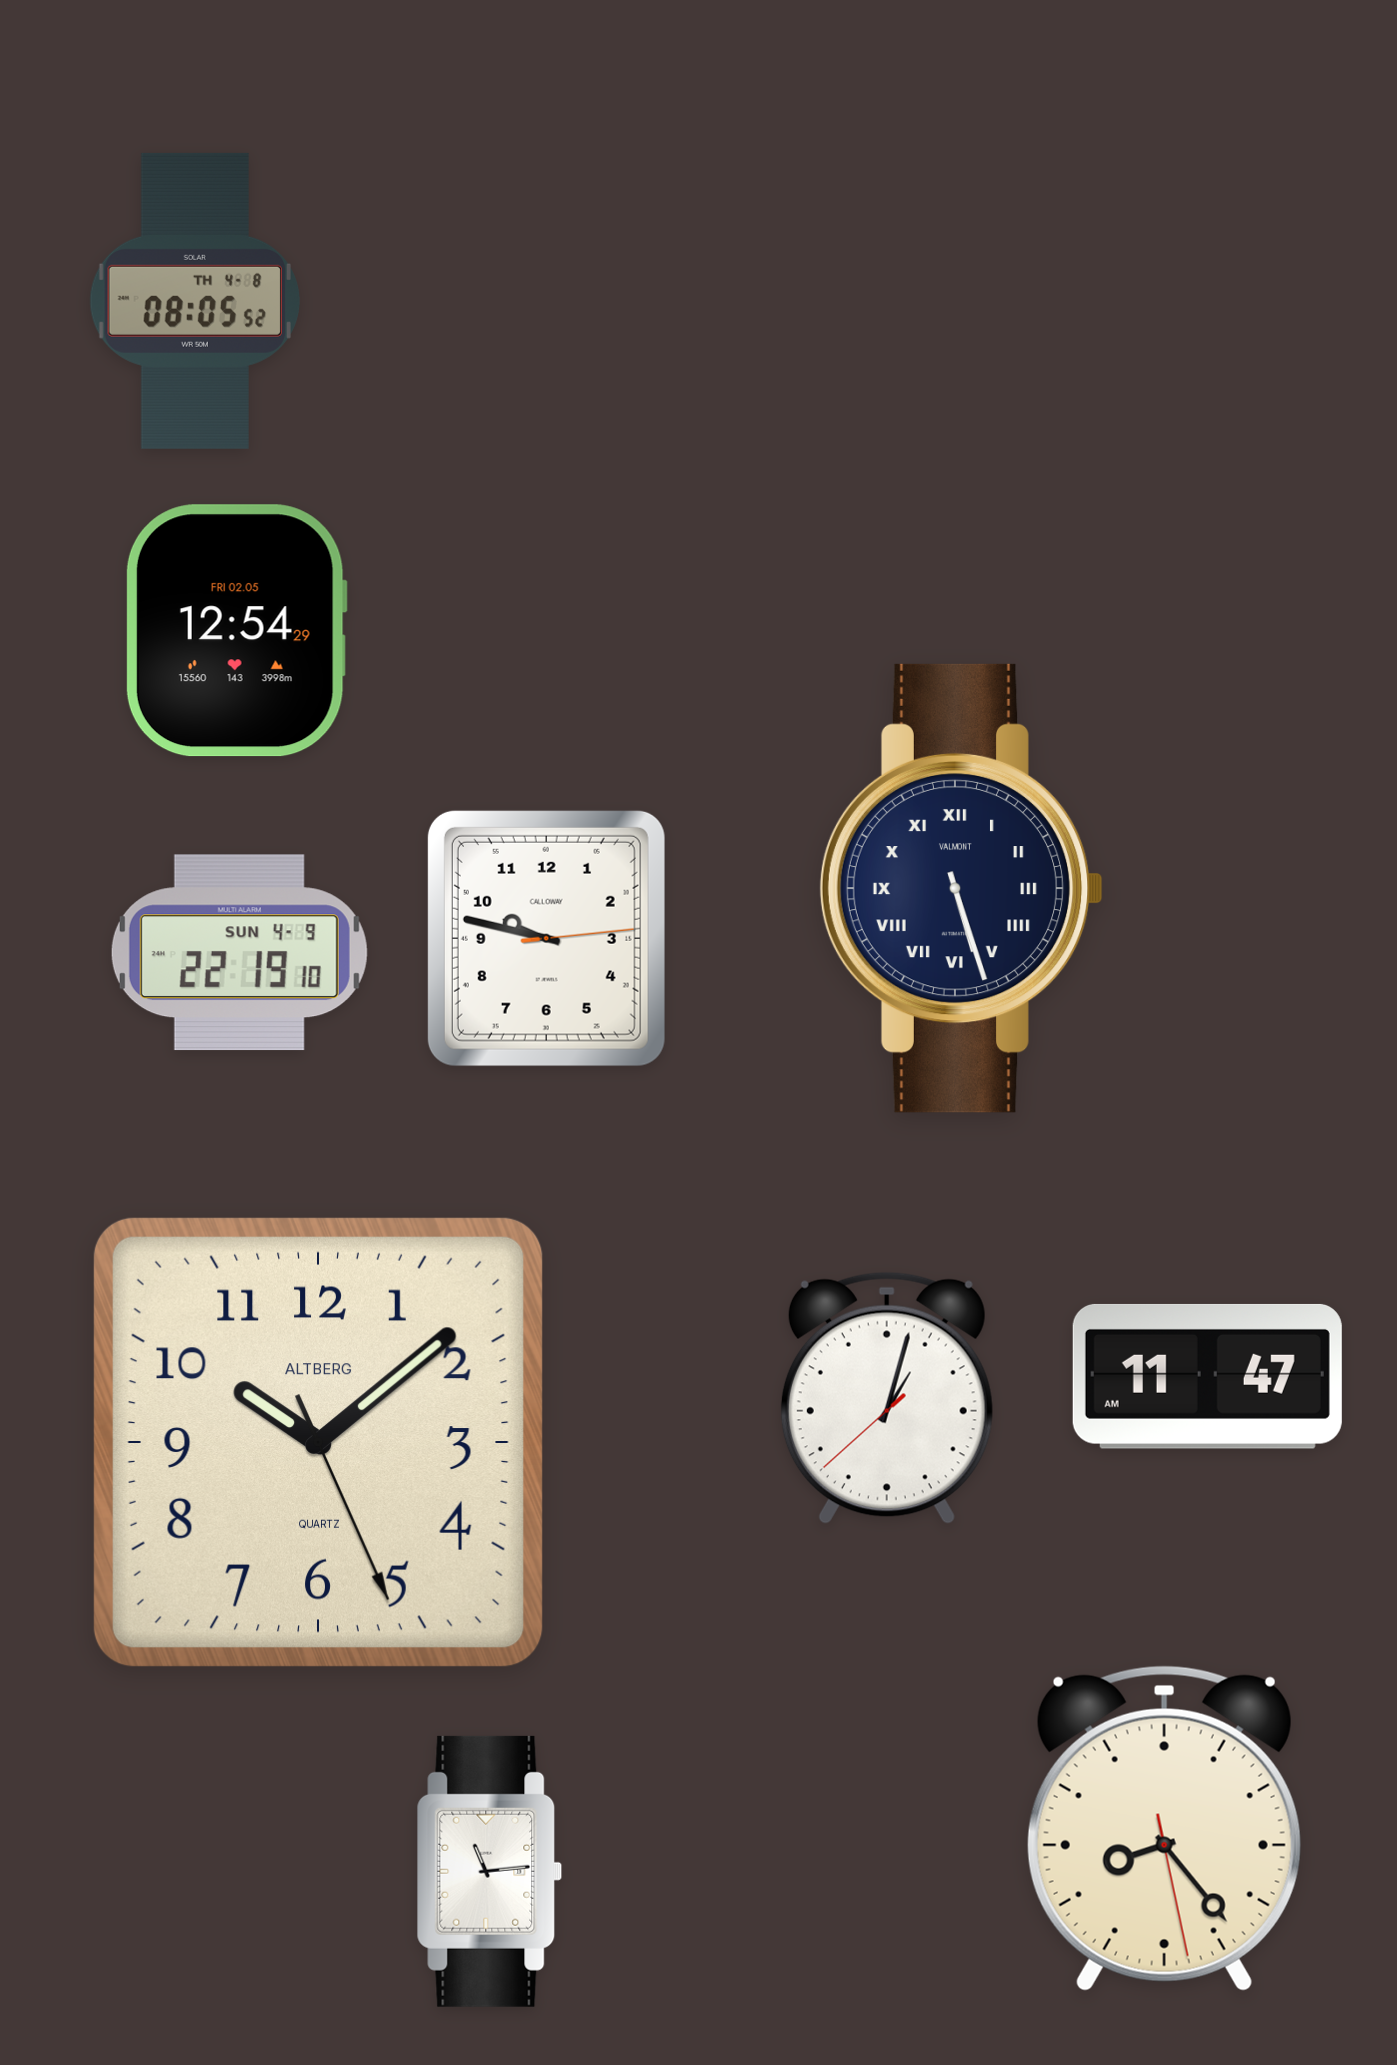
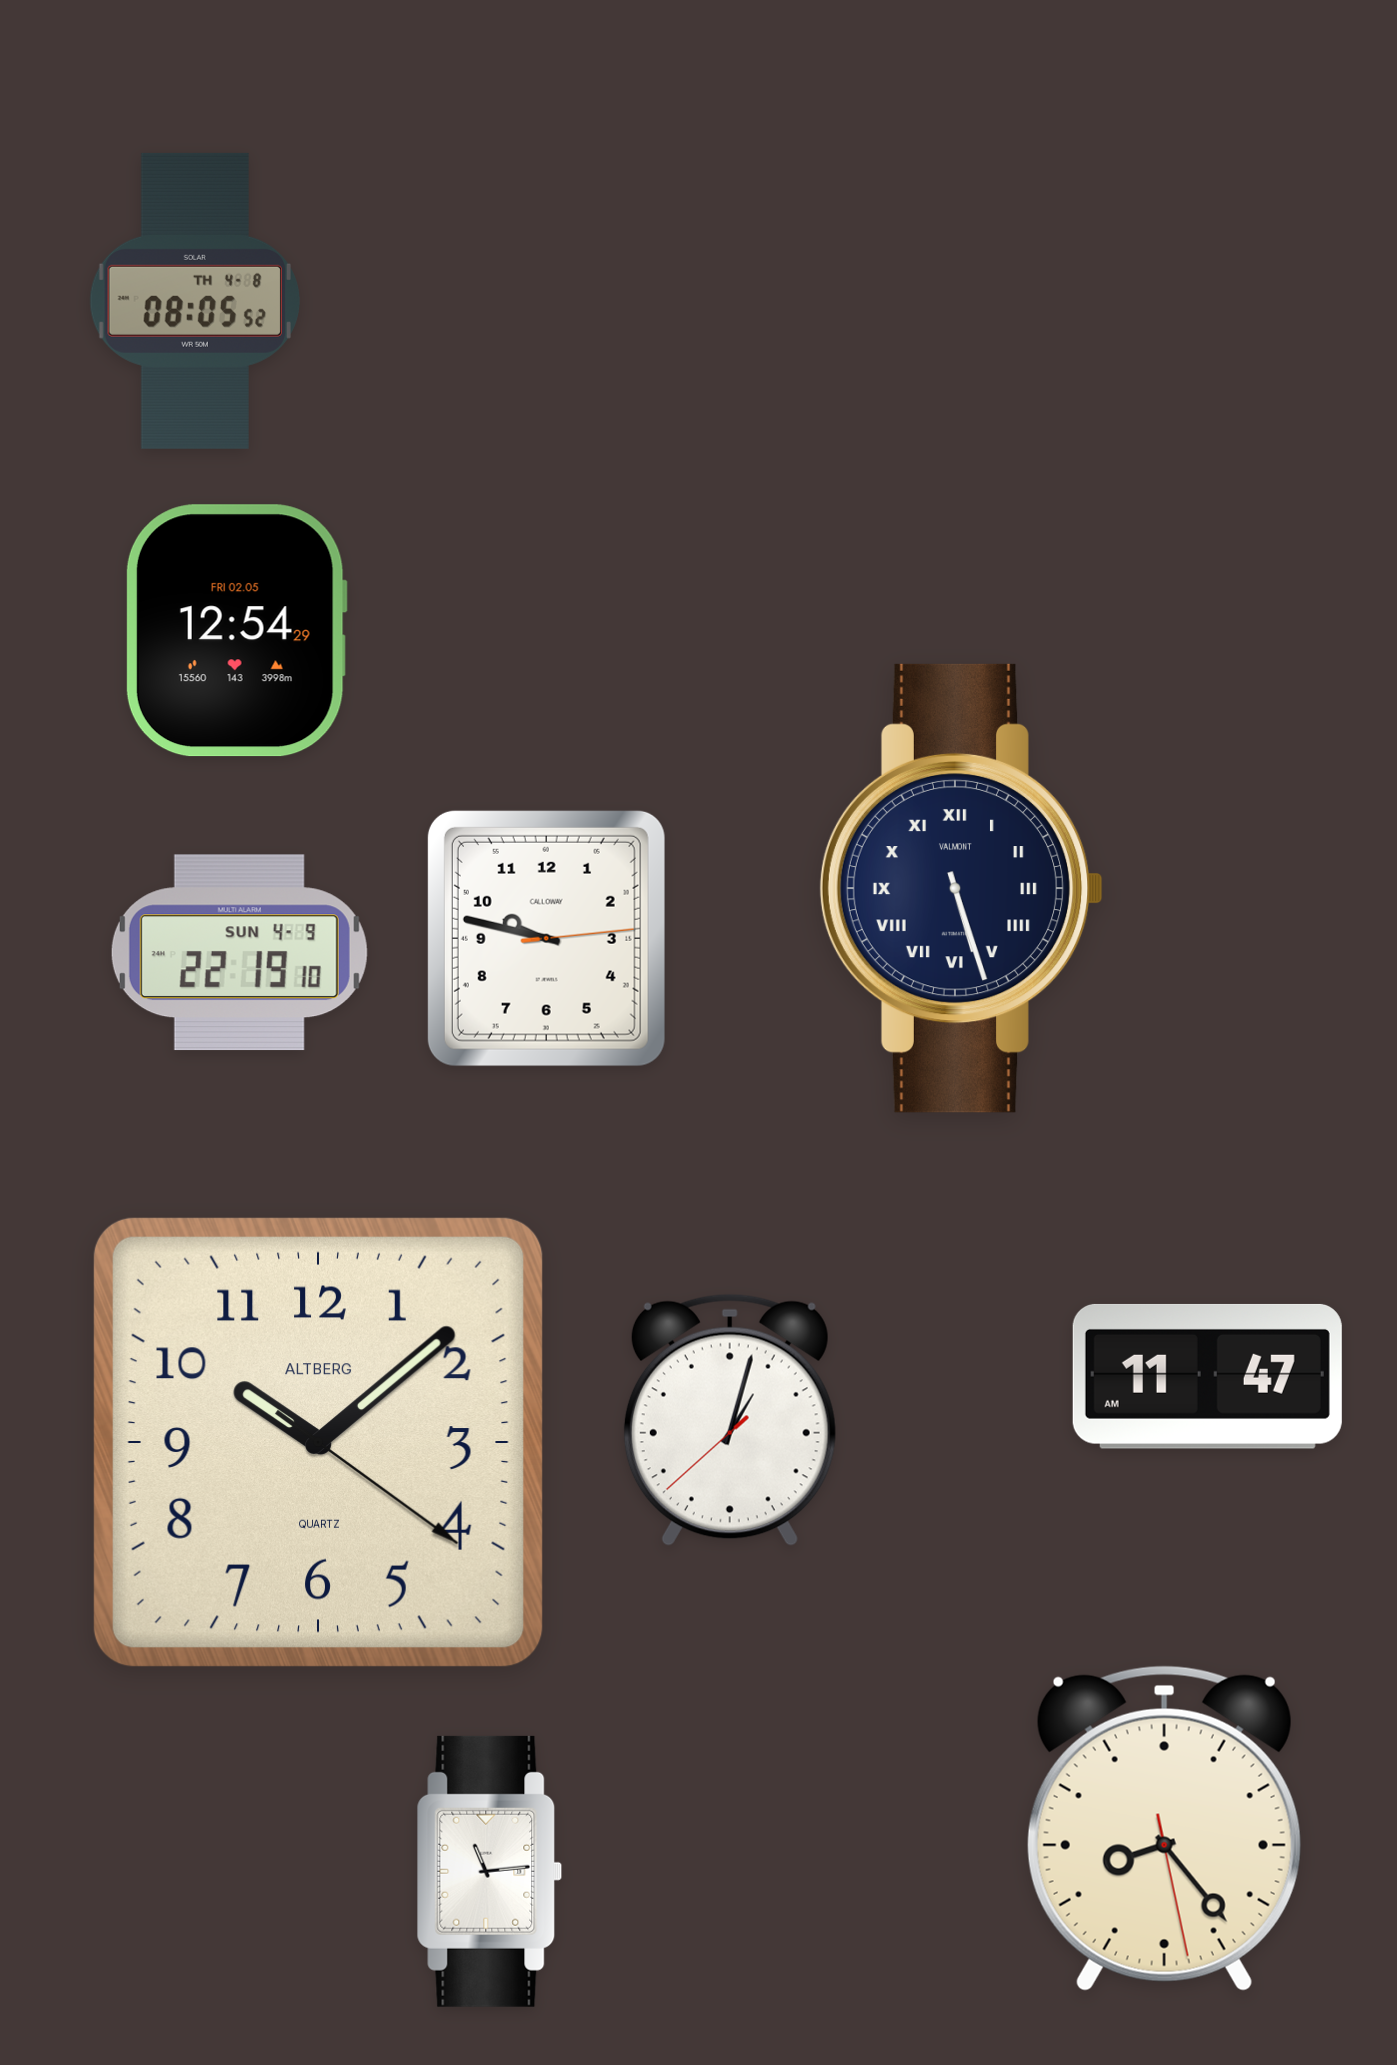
clock at (887, 1398) position: (887, 1398) -> (730, 1420)
clock at (318, 1442): 10:08:26 -> 10:08:21
